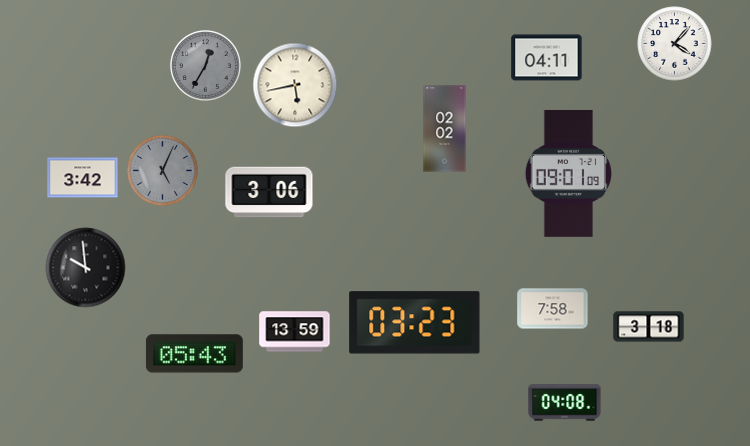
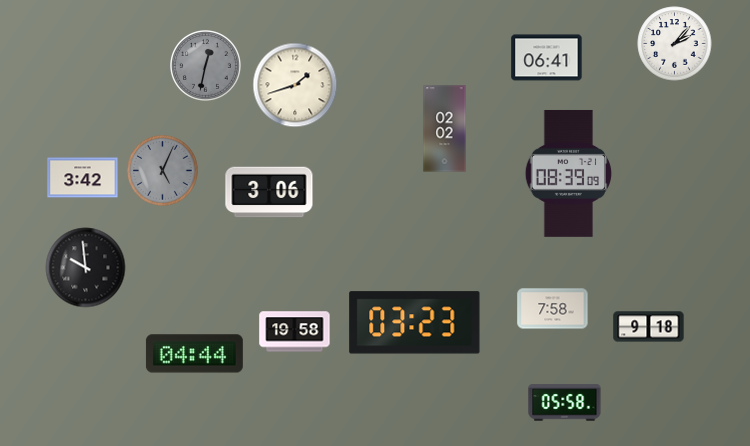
clock at (675, 44): 4:07 -> 2:07
clock at (547, 58): 04:11 -> 06:41
clock at (206, 66): 12:35 -> 12:32
clock at (295, 85): 5:43 -> 1:42
clock at (568, 173): 09:01 -> 08:39
clock at (649, 327): 3:18 -> 9:18
clock at (295, 332): 13:59 -> 19:58
clock at (194, 354): 05:43 -> 04:44
clock at (565, 403): 04:08 -> 05:58
